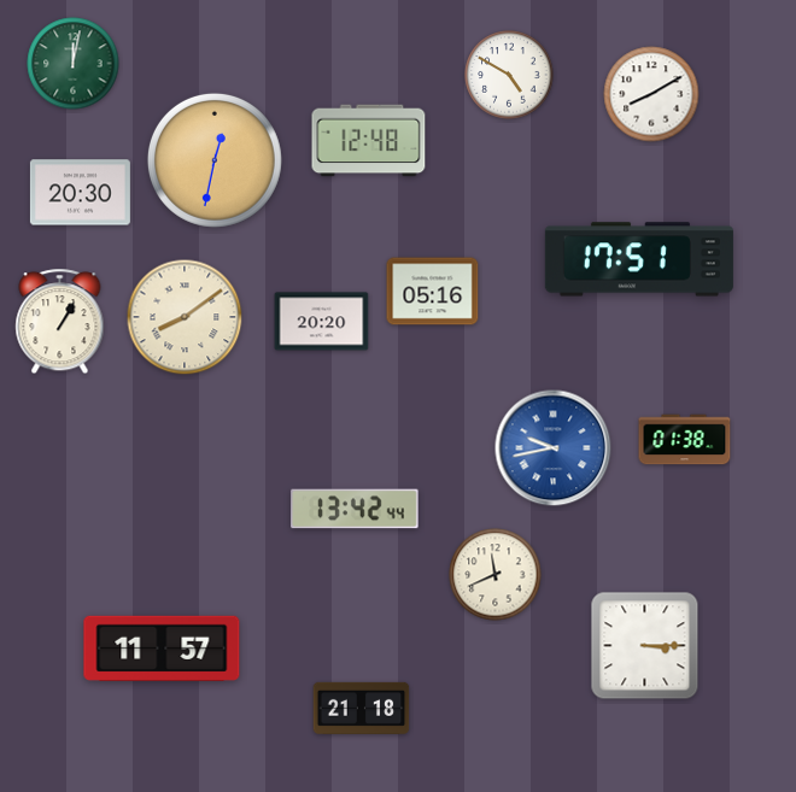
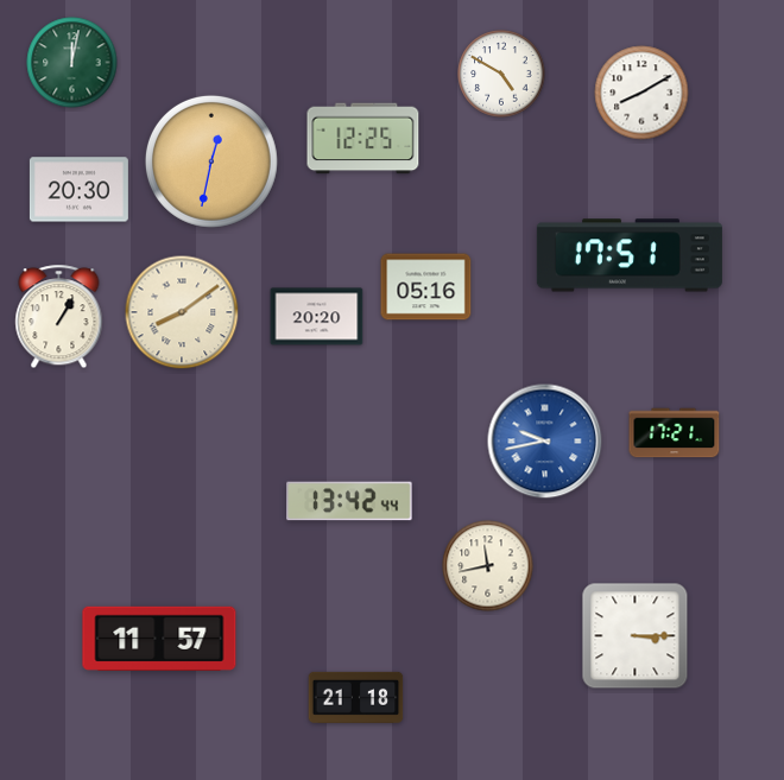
clock at (369, 141): 12:48 -> 12:25
clock at (215, 160) position: (215, 160) -> (211, 161)
clock at (685, 440): 01:38 -> 17:21
clock at (496, 575): 11:41 -> 11:43
